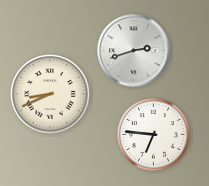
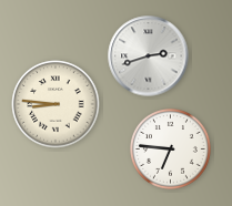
clock at (50, 94): 8:41 -> 8:46
